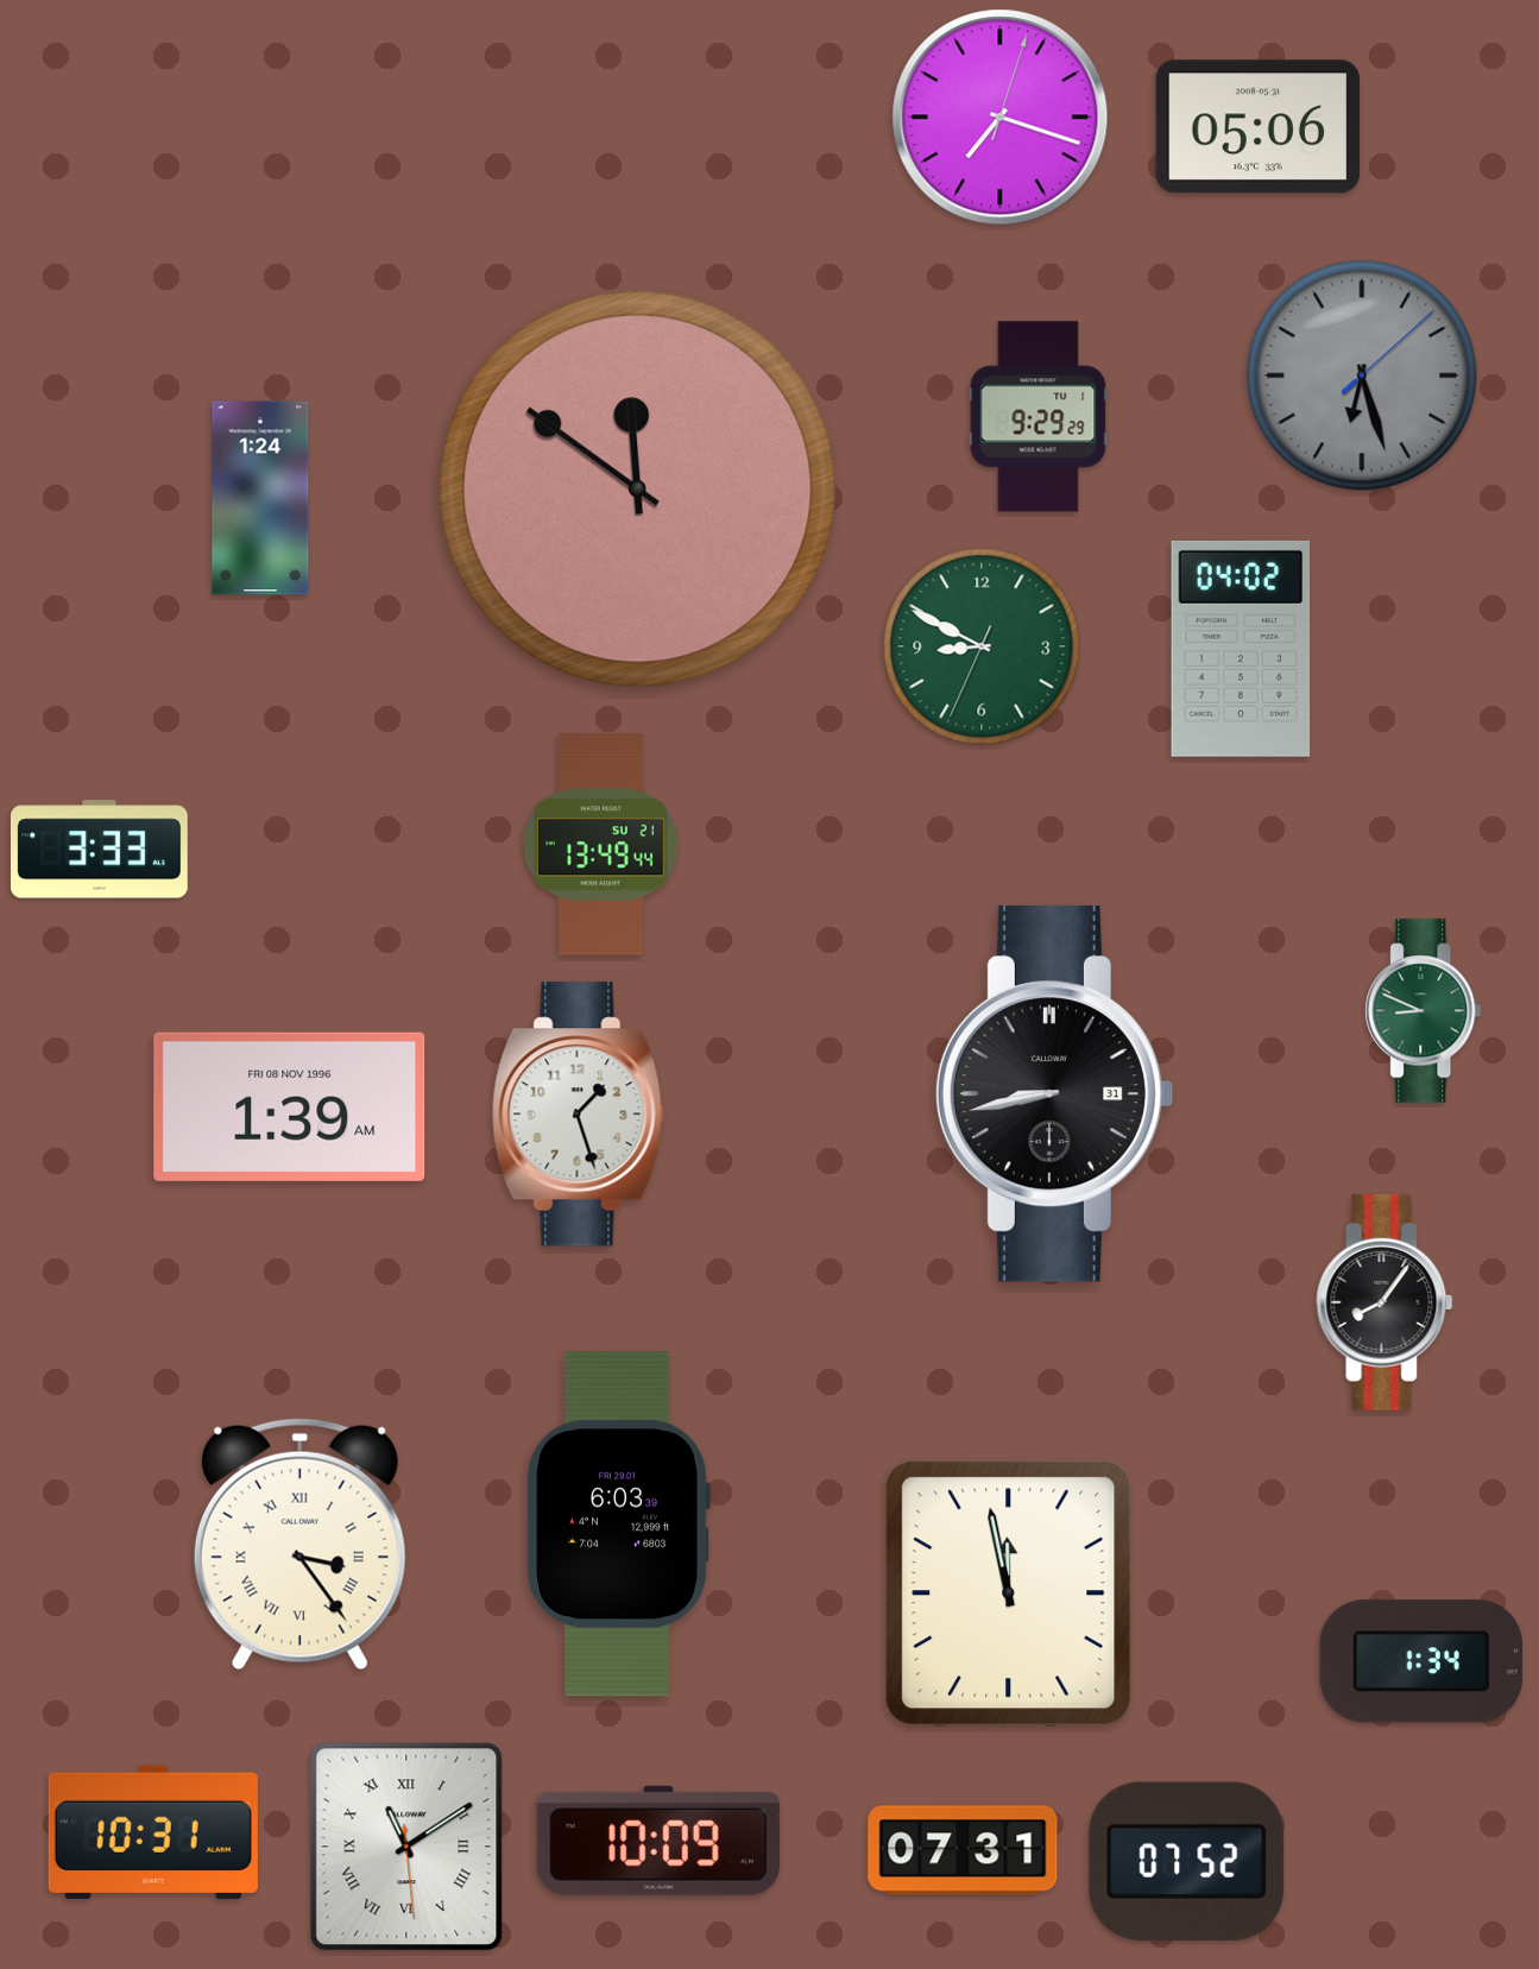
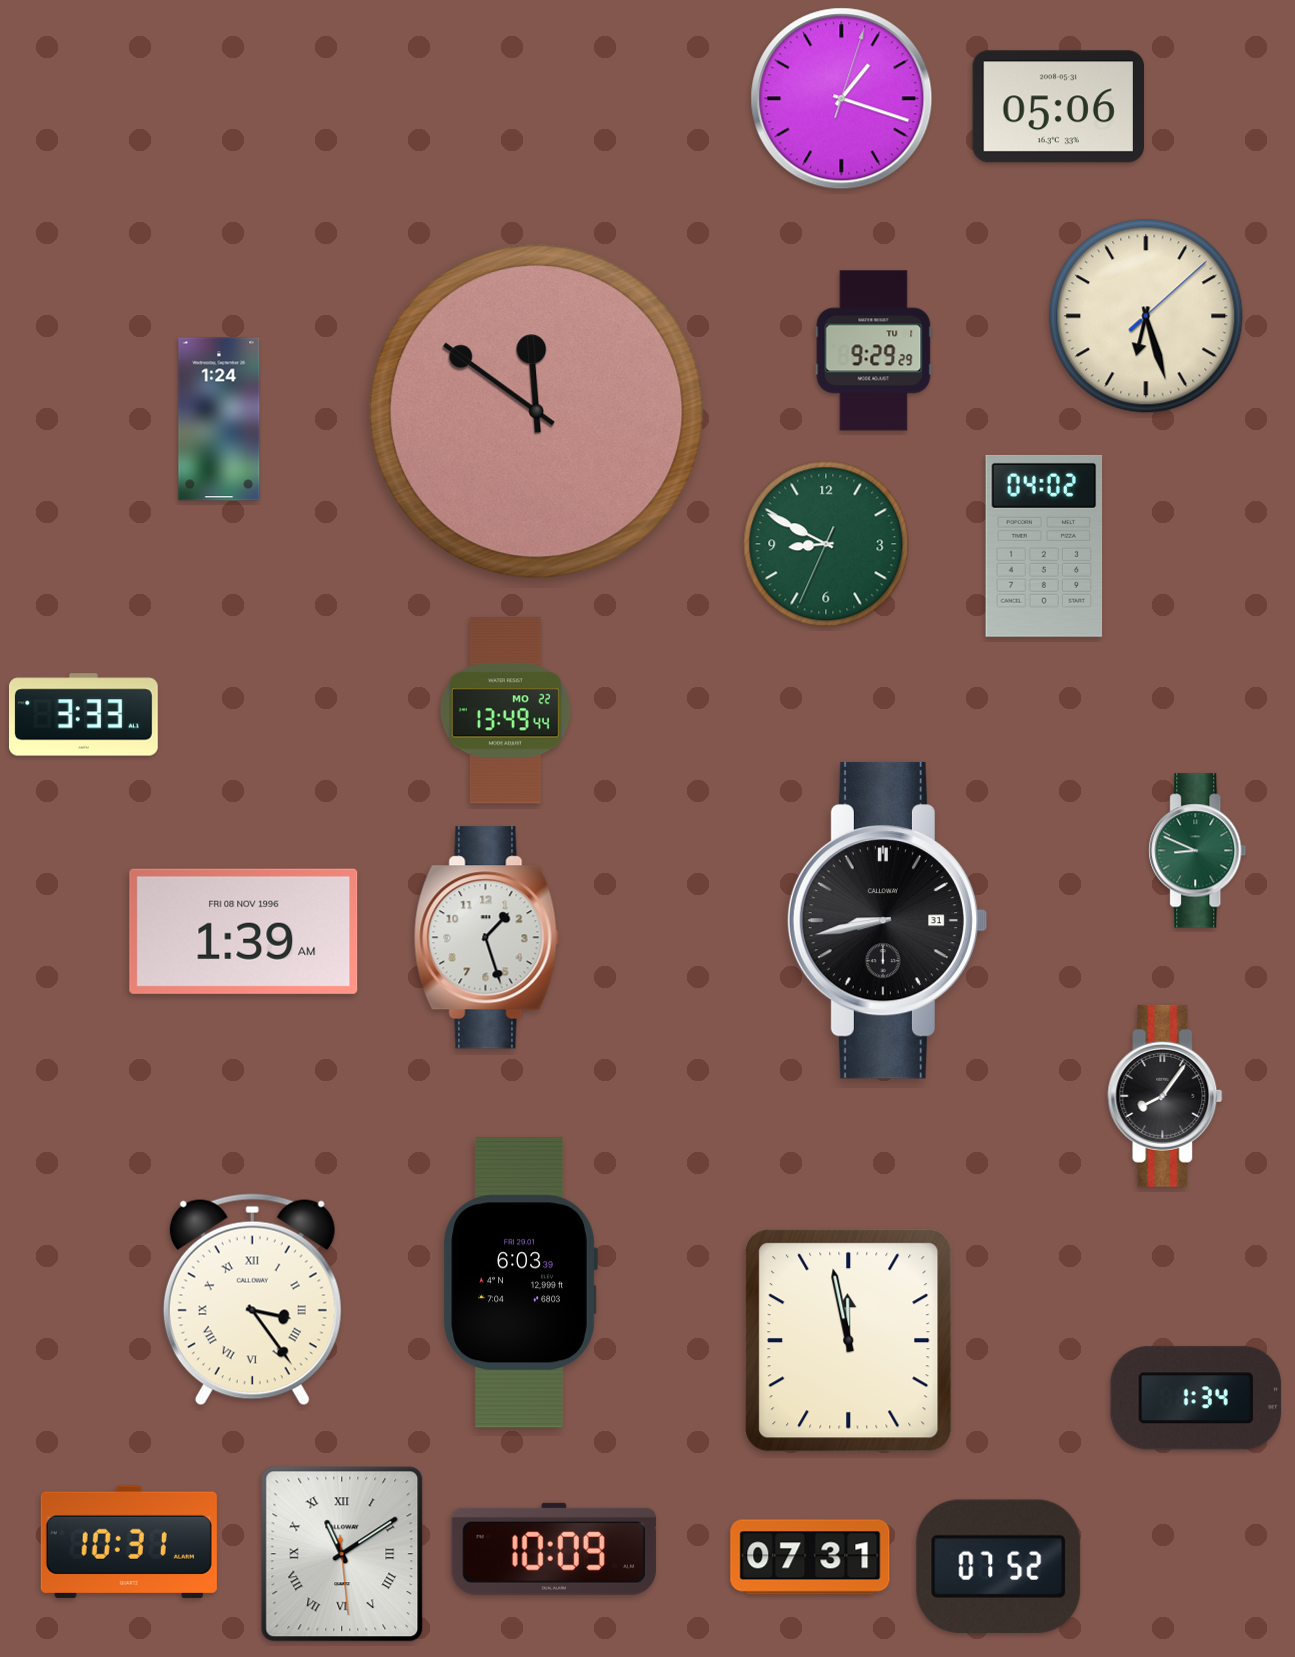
clock at (1001, 118): 7:18 -> 1:18
clock at (1362, 376) dial: grey -> cream
clock at (600, 845) date: SU 21 -> MO 22
